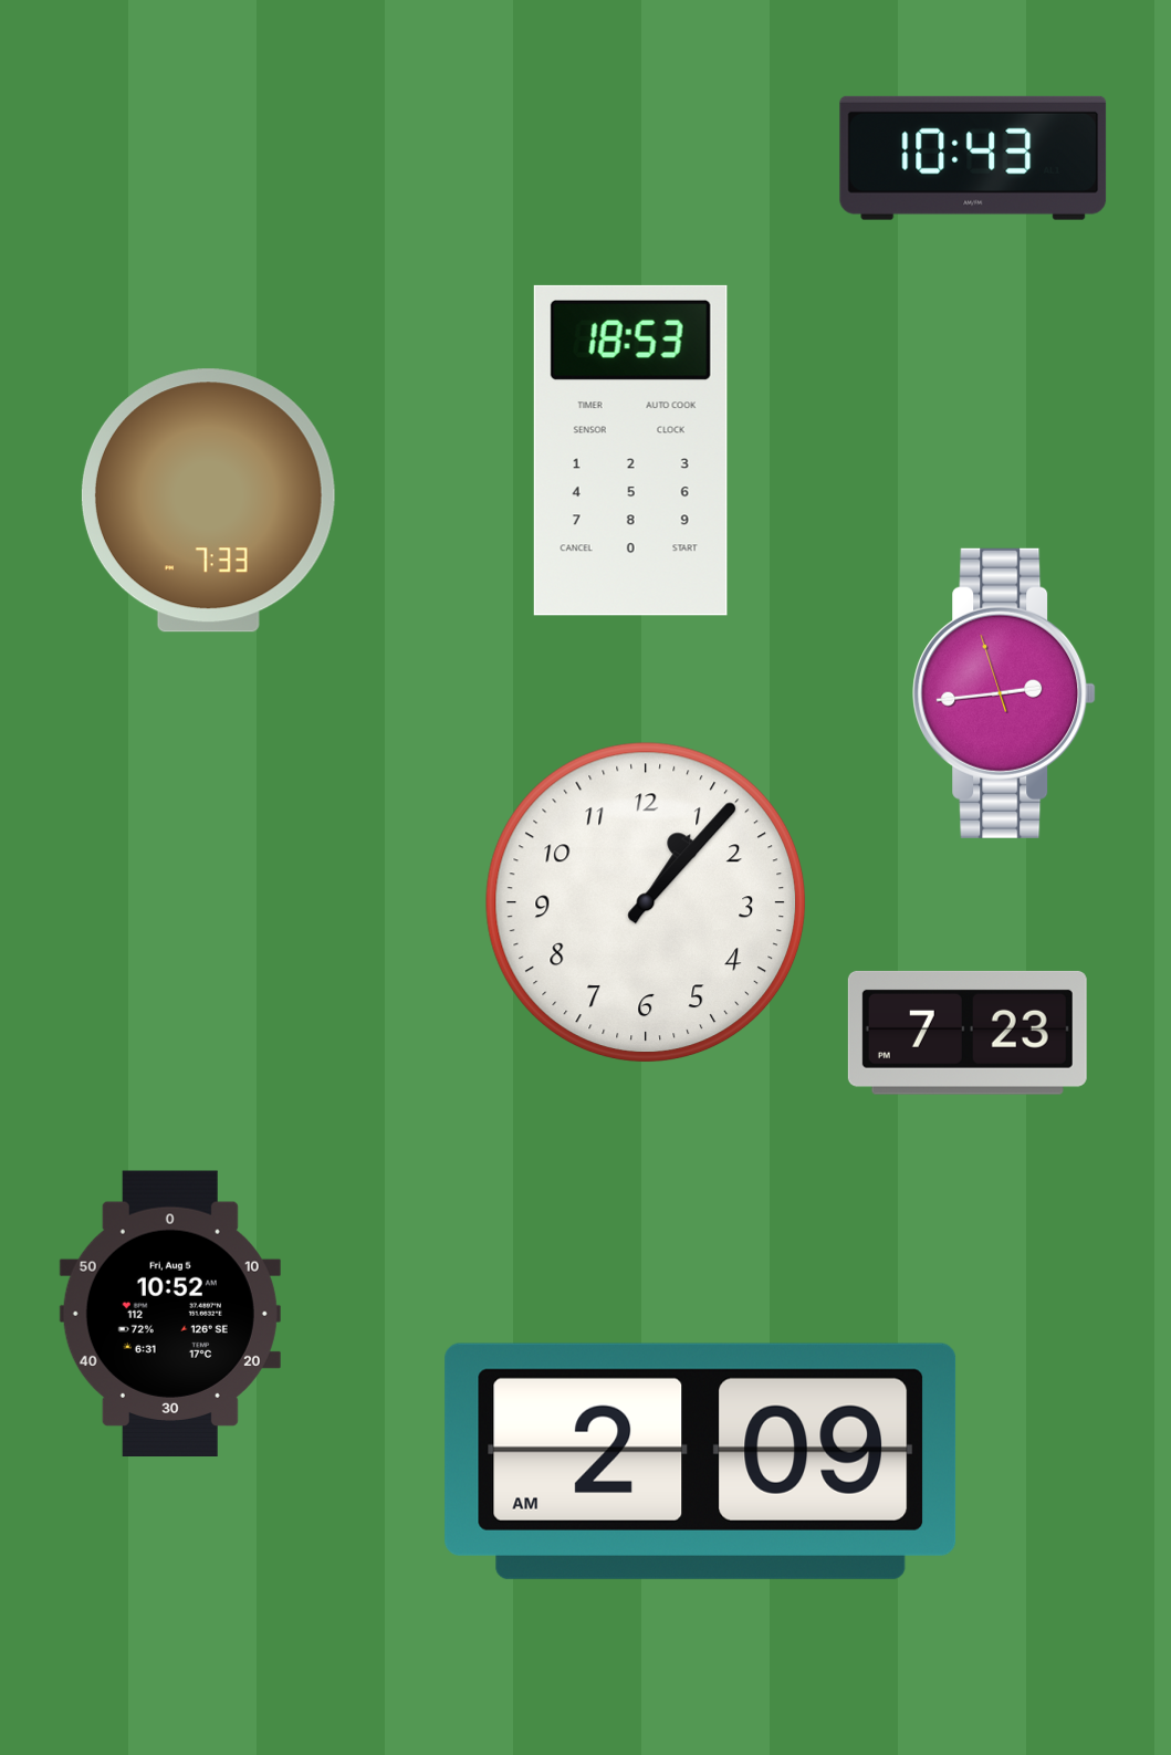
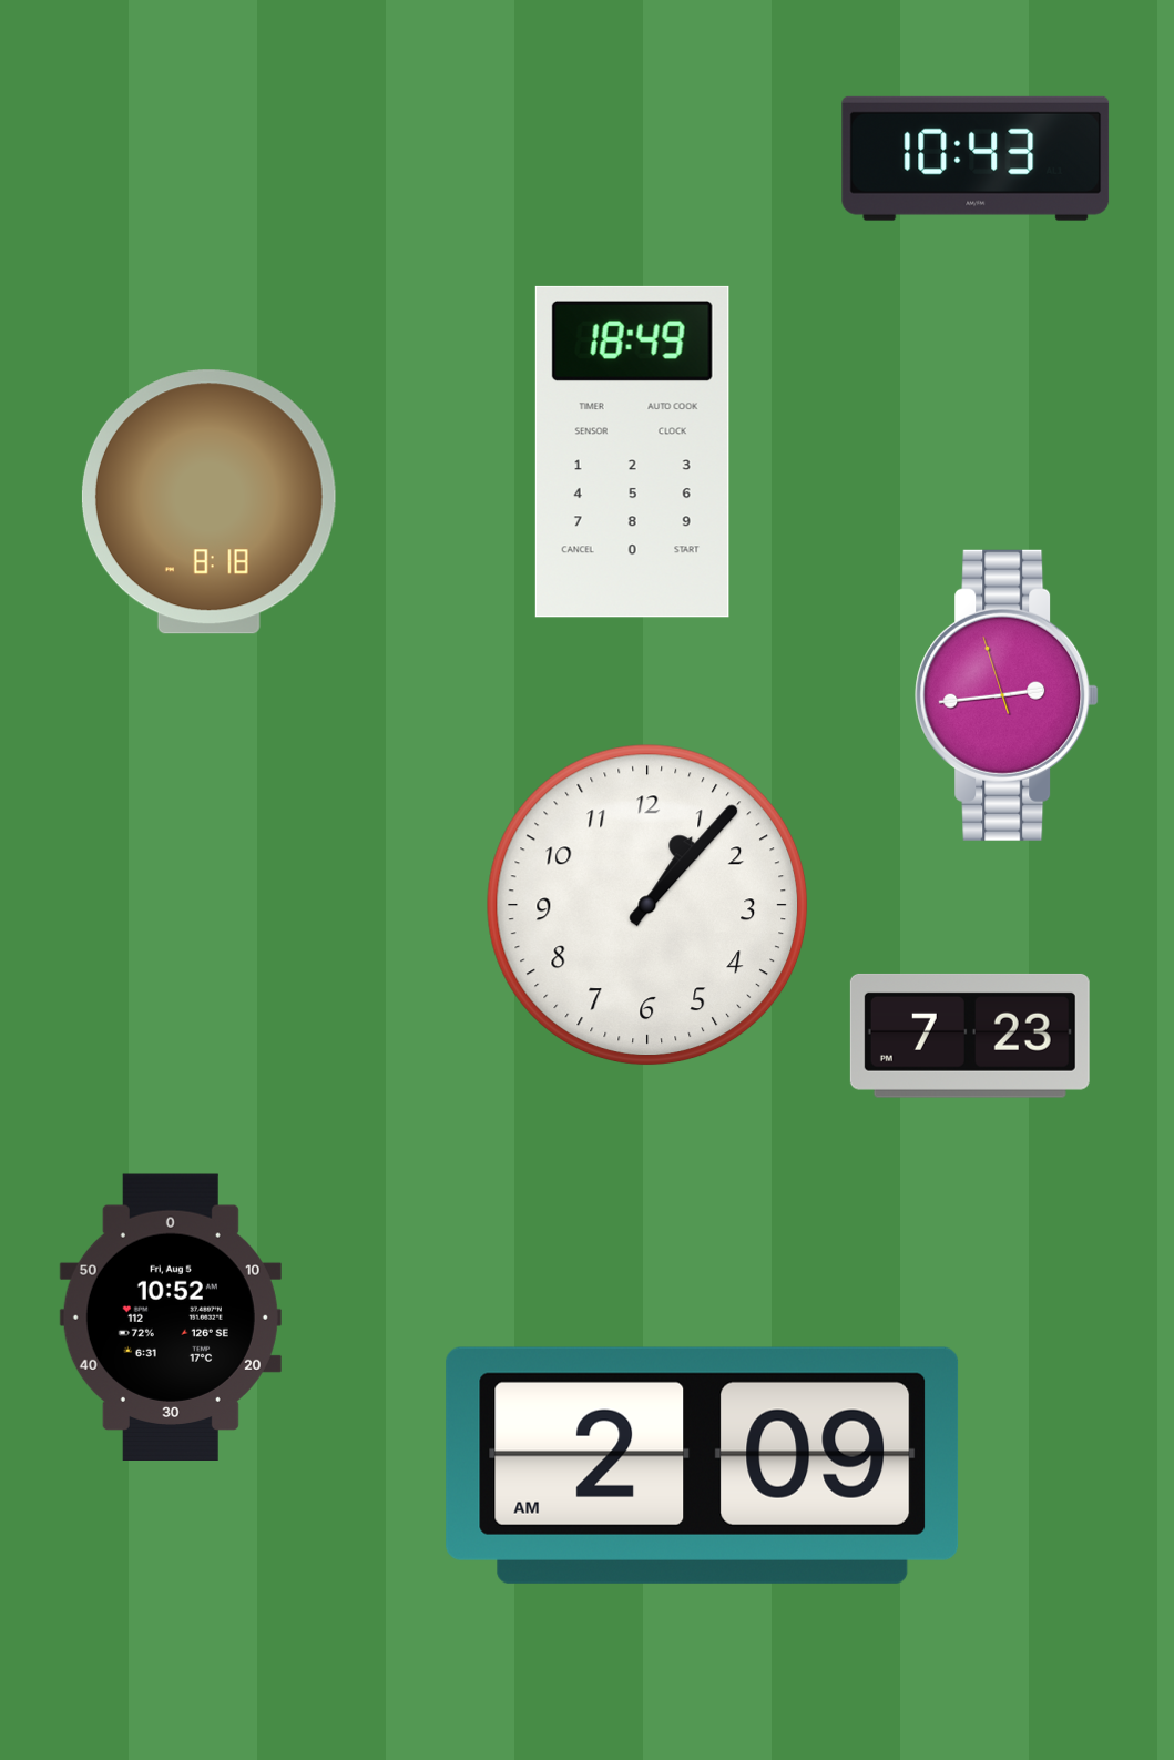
clock at (630, 450): 18:53 -> 18:49
clock at (208, 501): 7:33 -> 8:18
